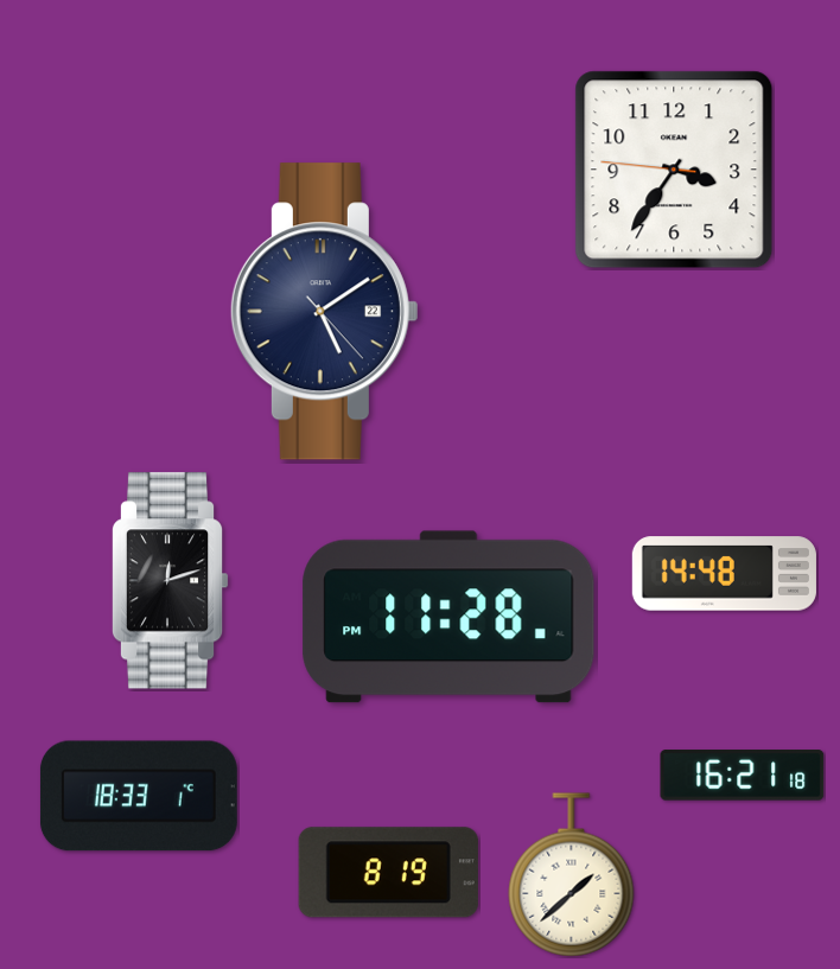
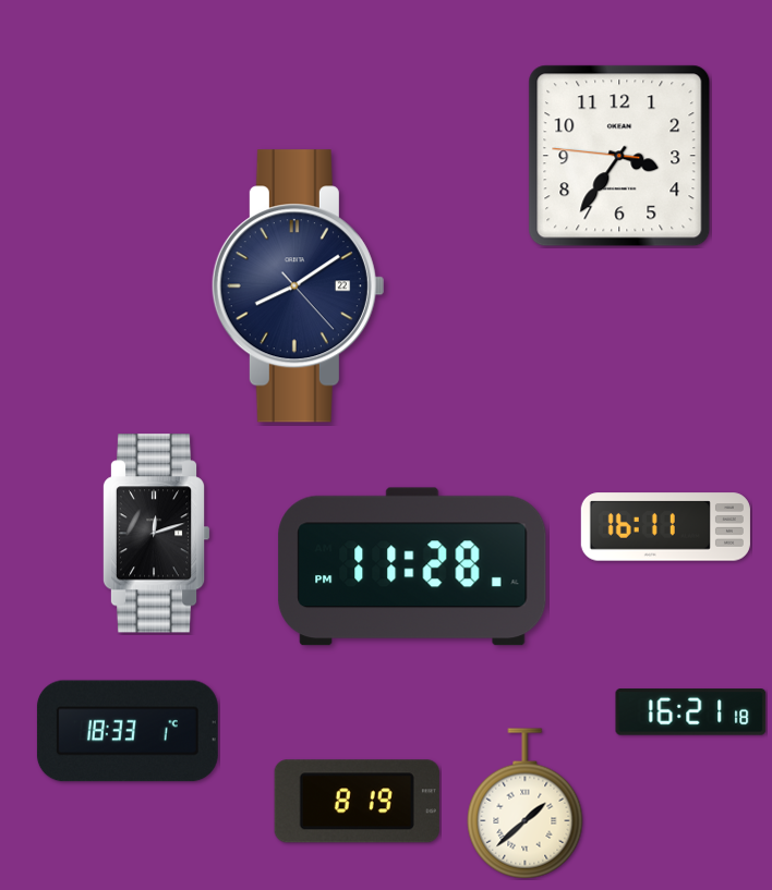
clock at (324, 312): 5:09 -> 8:09
clock at (724, 574): 14:48 -> 16:11
clock at (743, 776) position: (743, 776) -> (691, 712)
